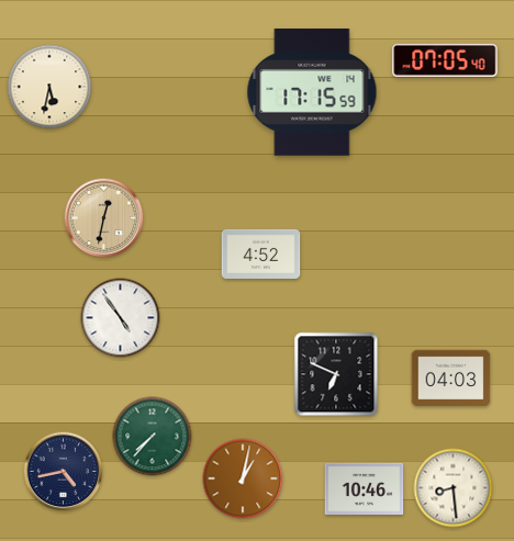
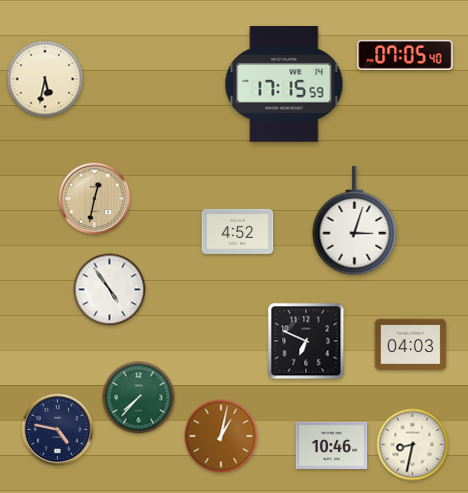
clock at (355, 221): none -> 3:03
clock at (64, 472): 4:43 -> 4:47
clock at (454, 488): 8:29 -> 8:32
